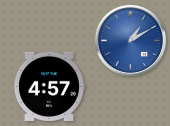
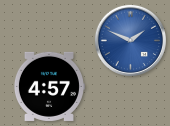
clock at (130, 40): 1:10 -> 1:49
